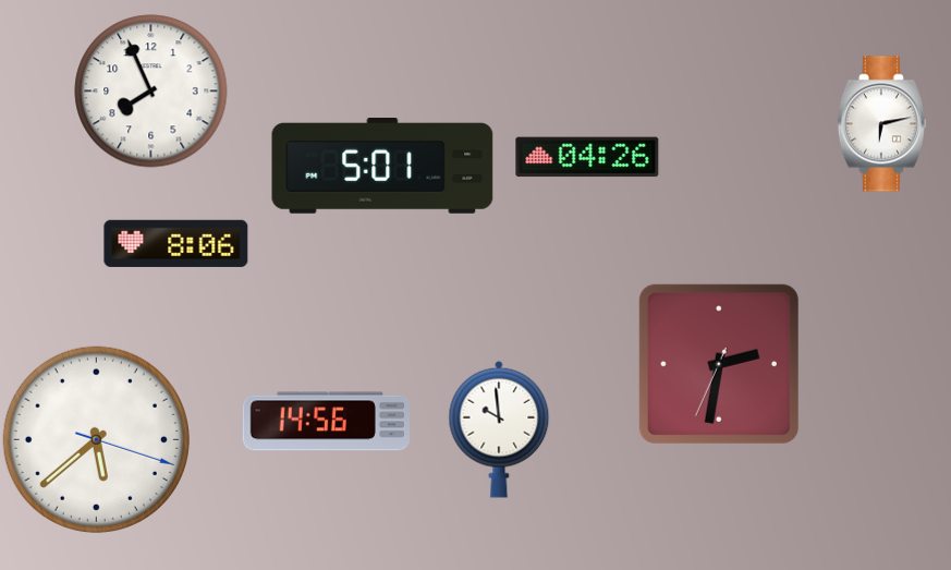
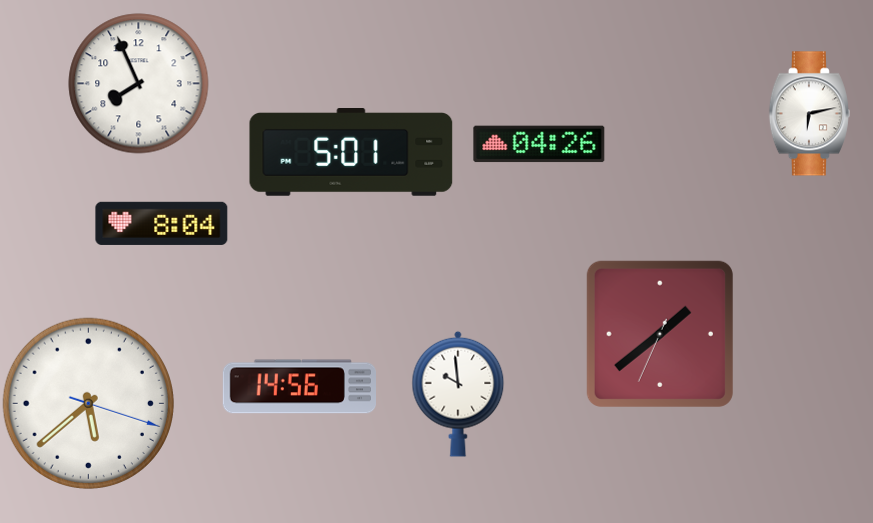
clock at (176, 243): 8:06 -> 8:04
clock at (719, 364): 2:31 -> 1:38
